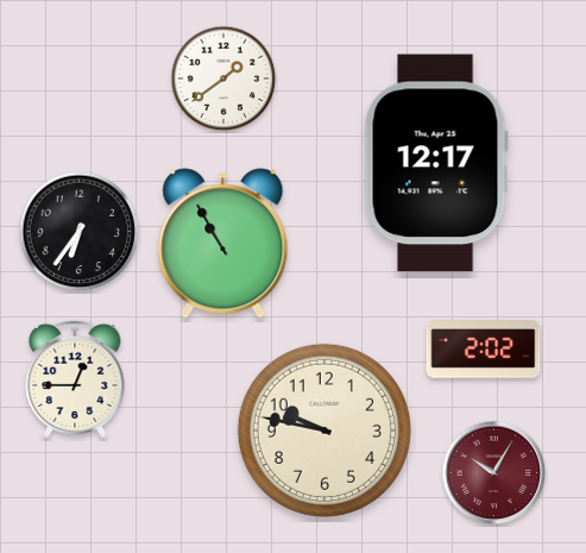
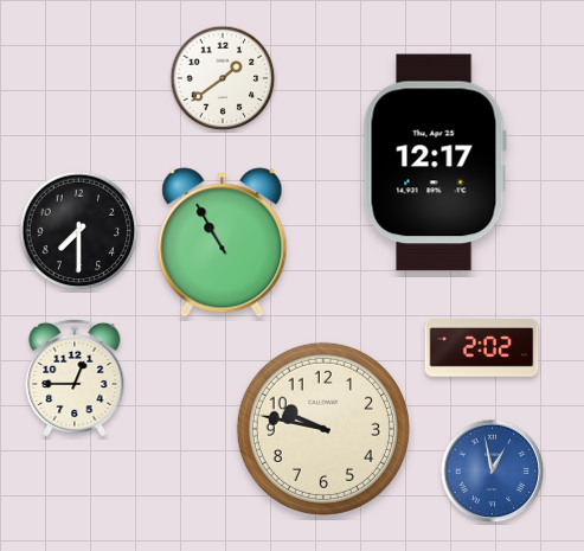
clock at (80, 232): 6:36 -> 7:30
clock at (494, 473): 10:05 -> 12:58
clock at (494, 473) dial: burgundy -> blue
